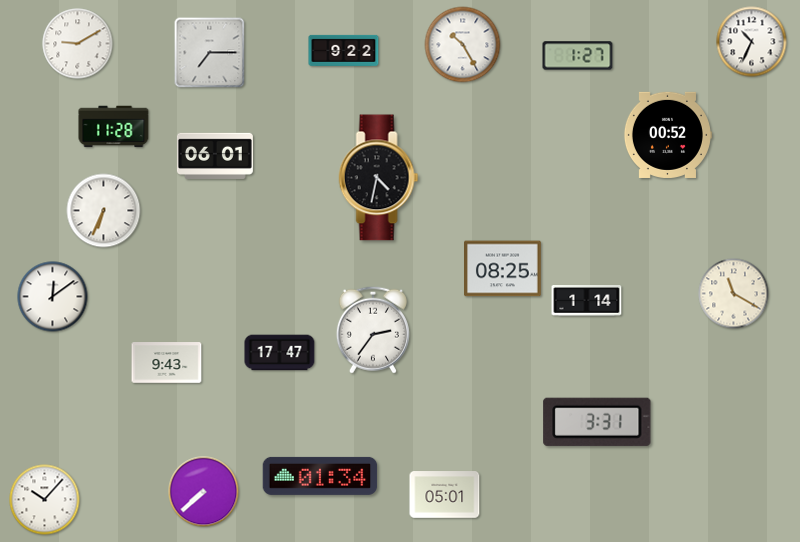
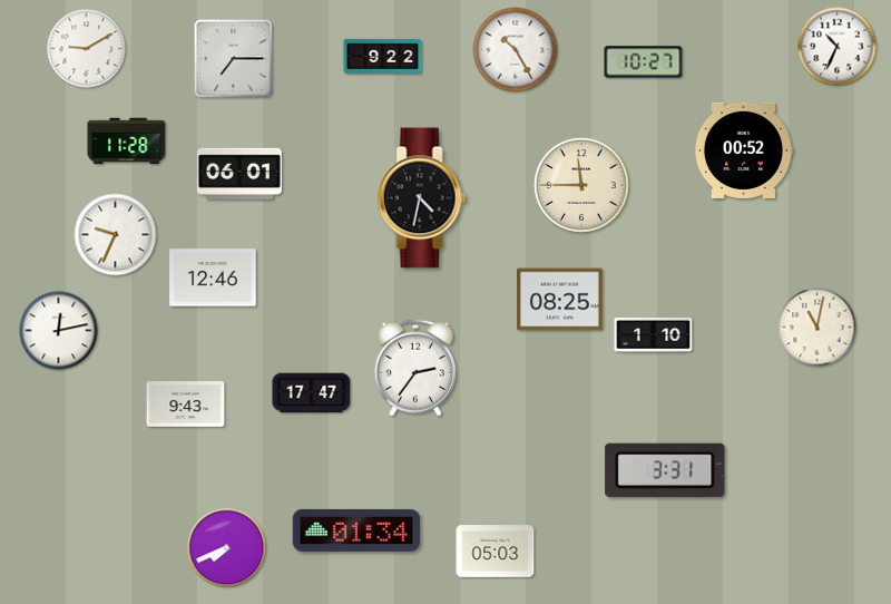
clock at (578, 56): 1:27 -> 10:27
clock at (581, 185): none -> 11:45
clock at (104, 211): 6:34 -> 9:34
clock at (213, 277): none -> 12:46
clock at (734, 294): 11:20 -> 11:02
clock at (53, 297): 12:09 -> 12:13
clock at (587, 301): 1:14 -> 1:10
clock at (204, 492): 7:38 -> 7:41
clock at (445, 495): 05:01 -> 05:03
clock at (45, 500): 10:07 -> none
